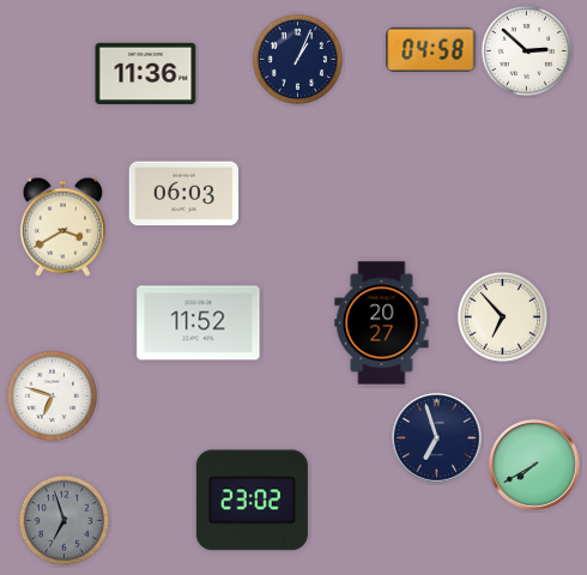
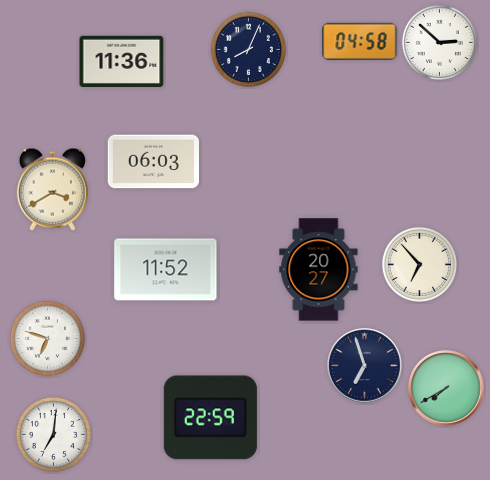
clock at (297, 59): 1:04 -> 8:04
clock at (52, 395) position: (52, 395) -> (47, 338)
clock at (252, 501): 23:02 -> 22:59
clock at (63, 520): 6:57 -> 7:01
clock at (63, 520) dial: grey -> white
